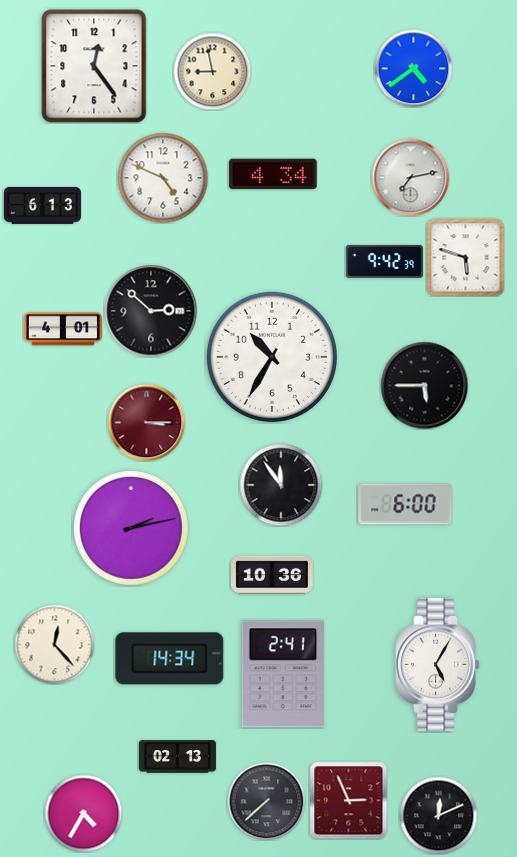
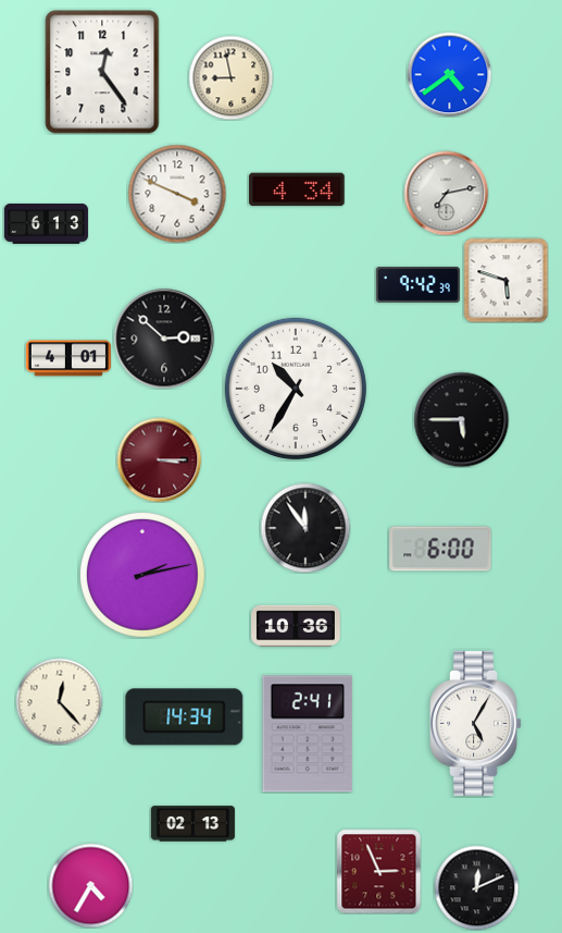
clock at (163, 178): 4:49 -> 3:49
clock at (266, 801): 7:38 -> none
